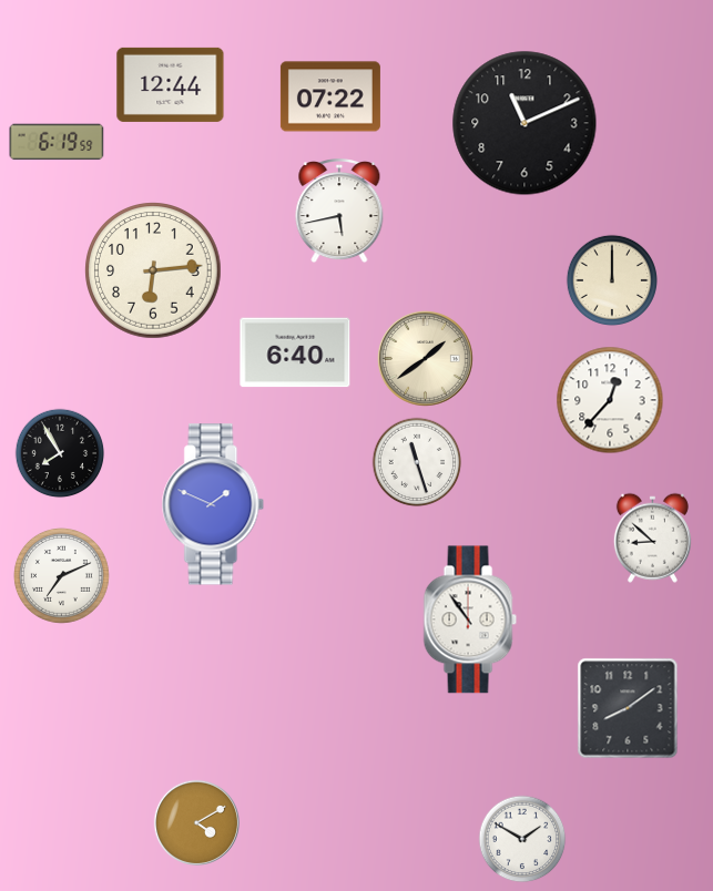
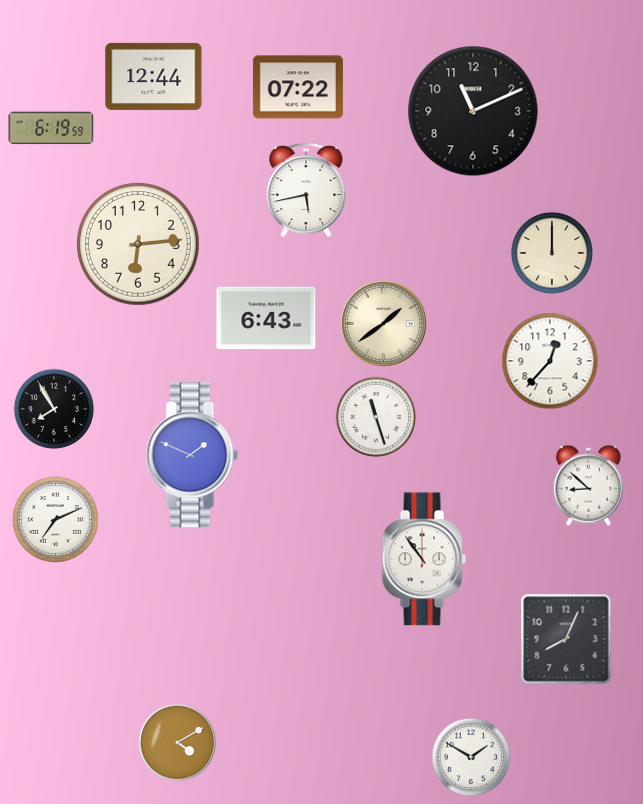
clock at (295, 352): 6:40 -> 6:43
clock at (628, 708): 8:09 -> 8:04
